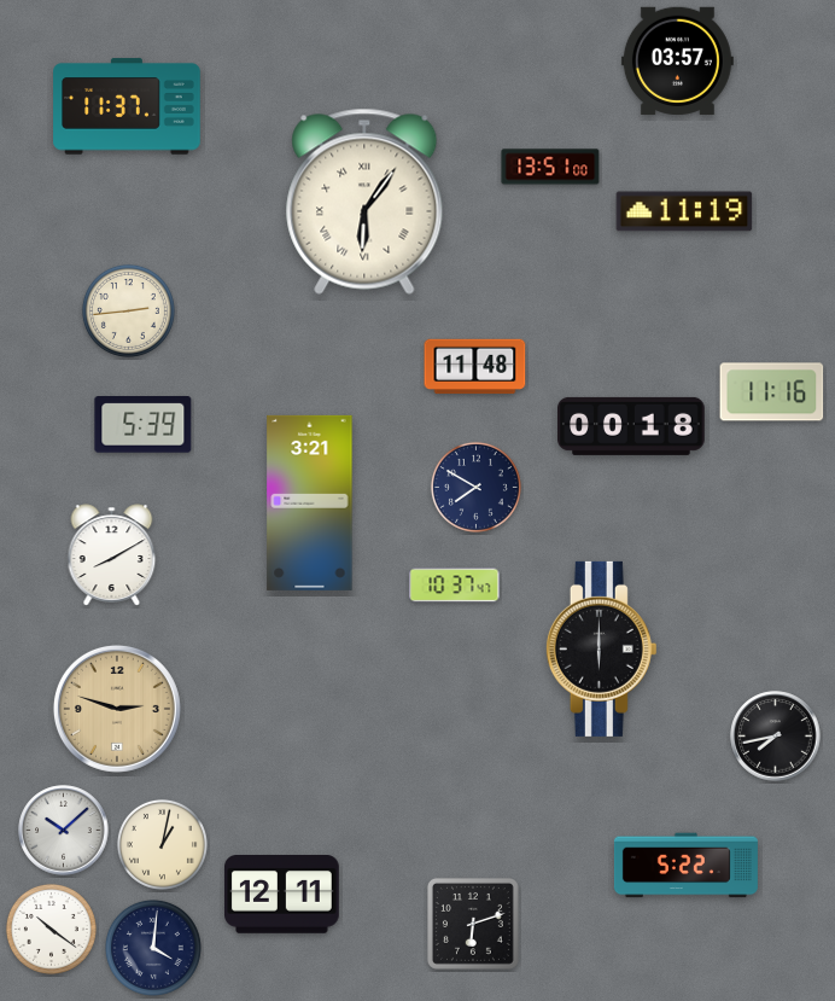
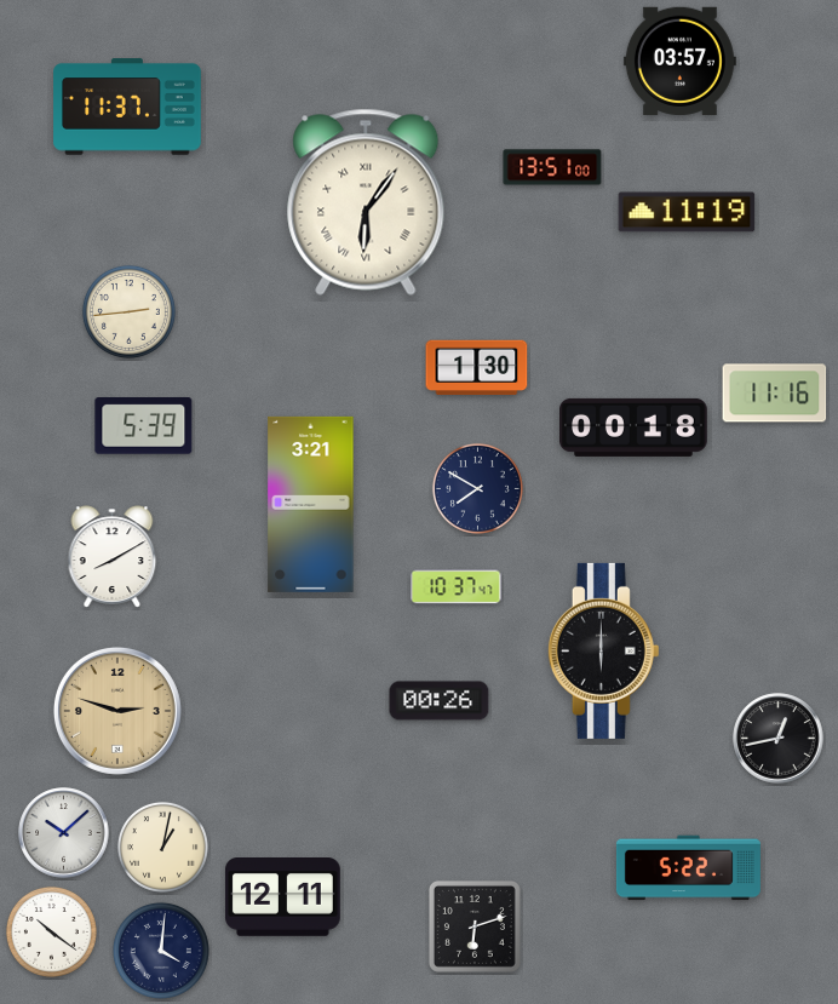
clock at (475, 367): 11:48 -> 1:30
clock at (440, 701): none -> 00:26
clock at (776, 737): 7:43 -> 12:43
clock at (153, 948) position: (153, 948) -> (161, 951)
